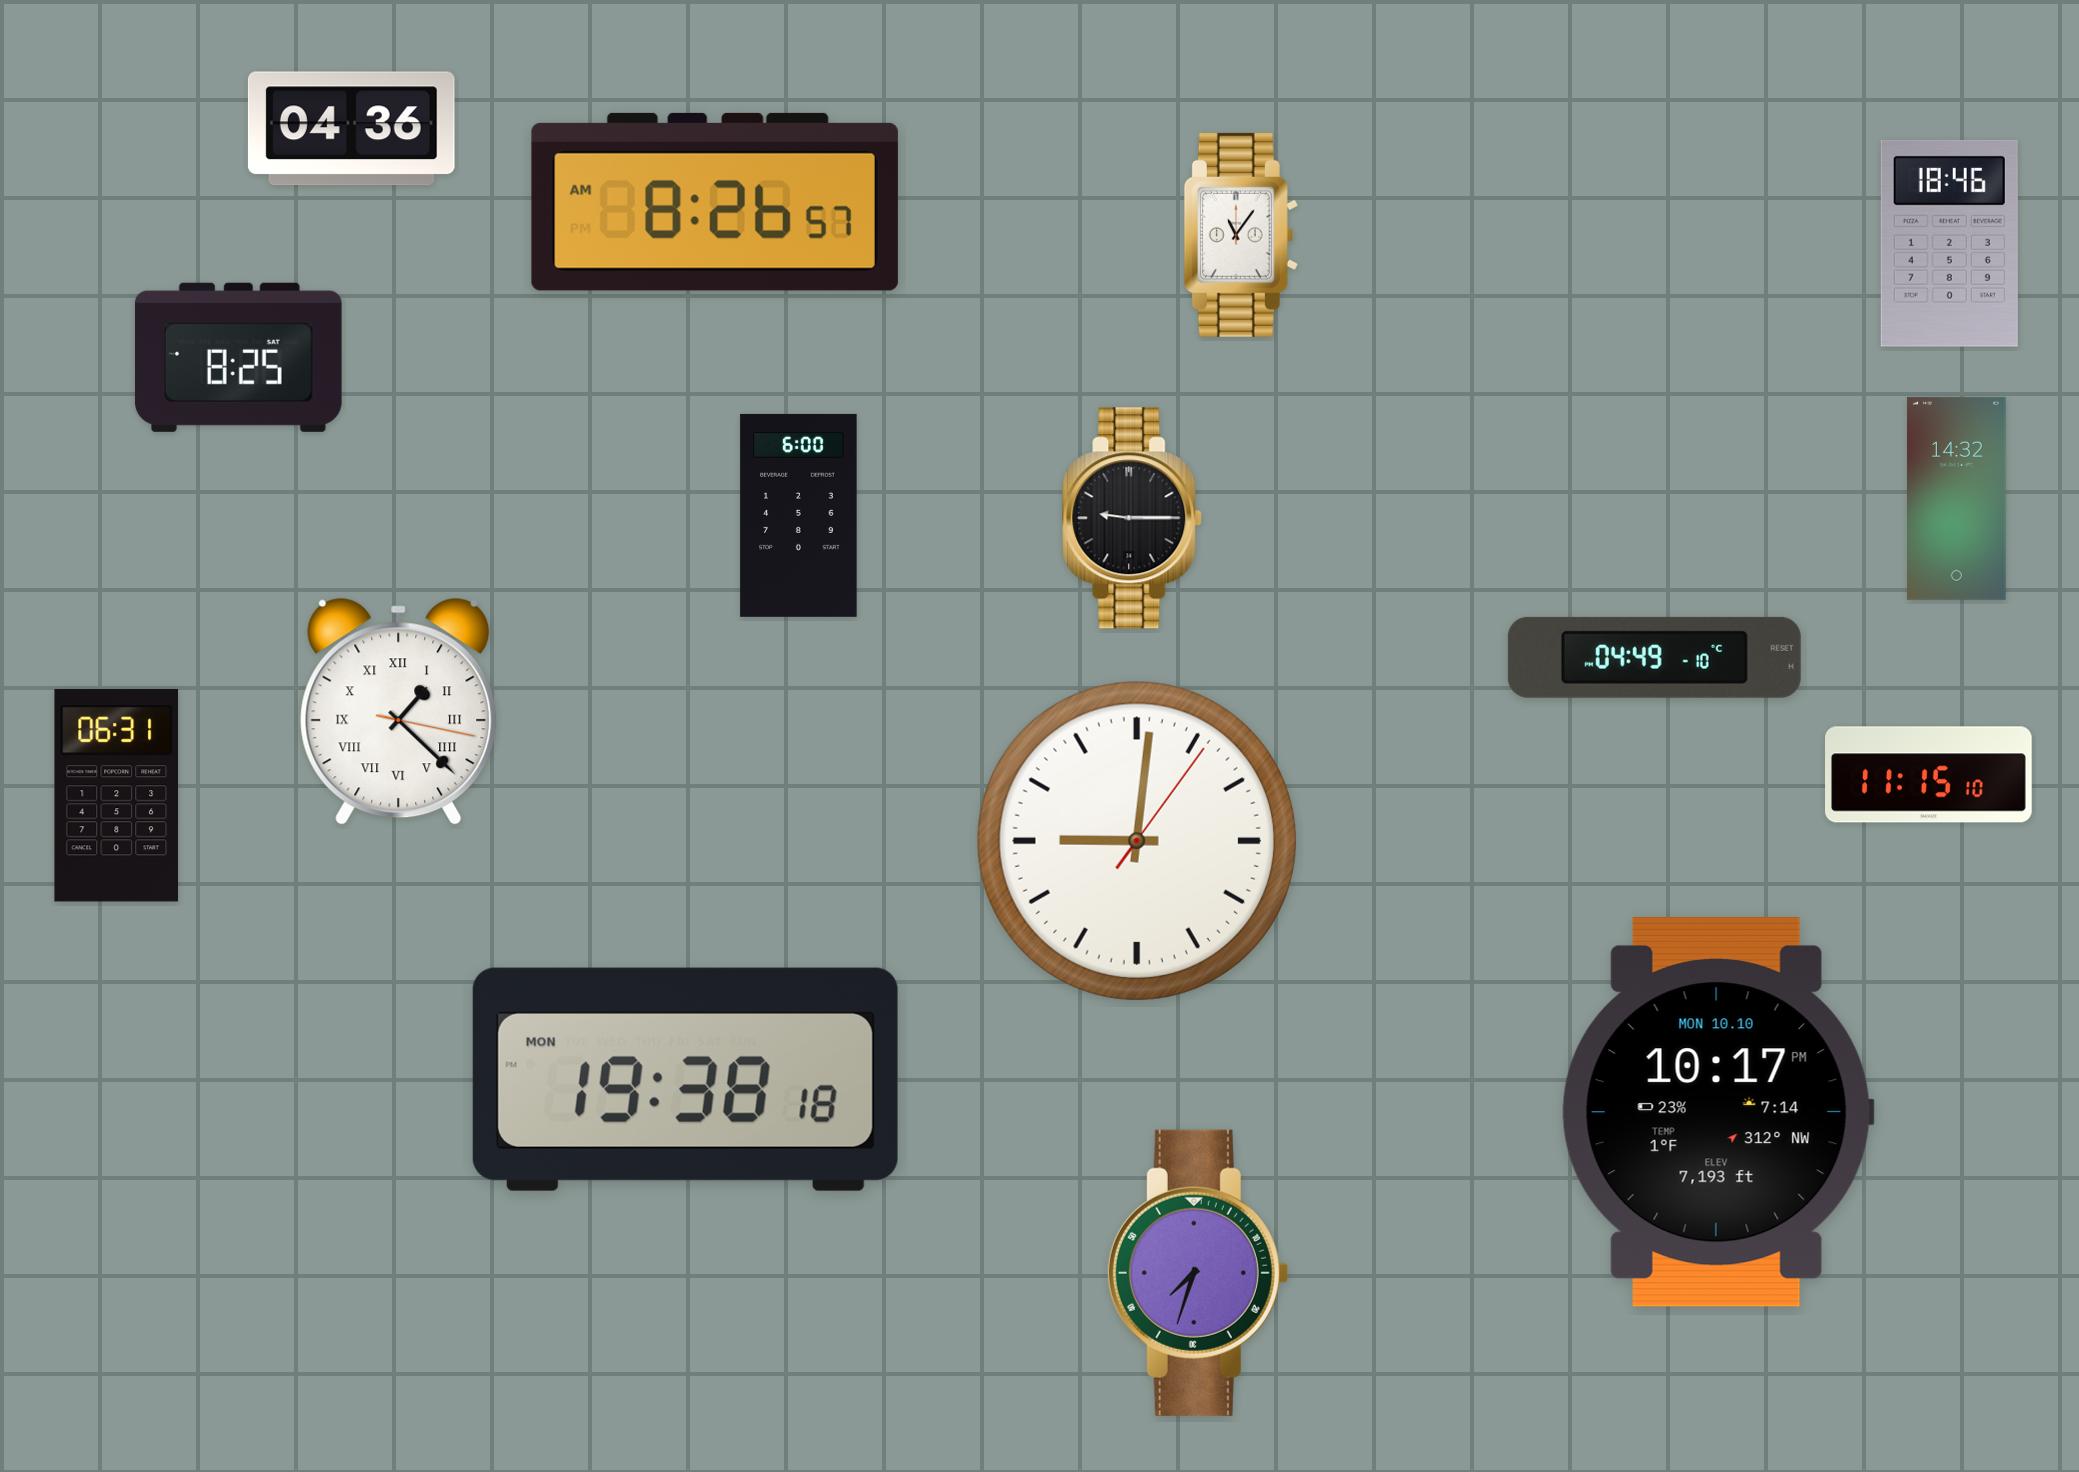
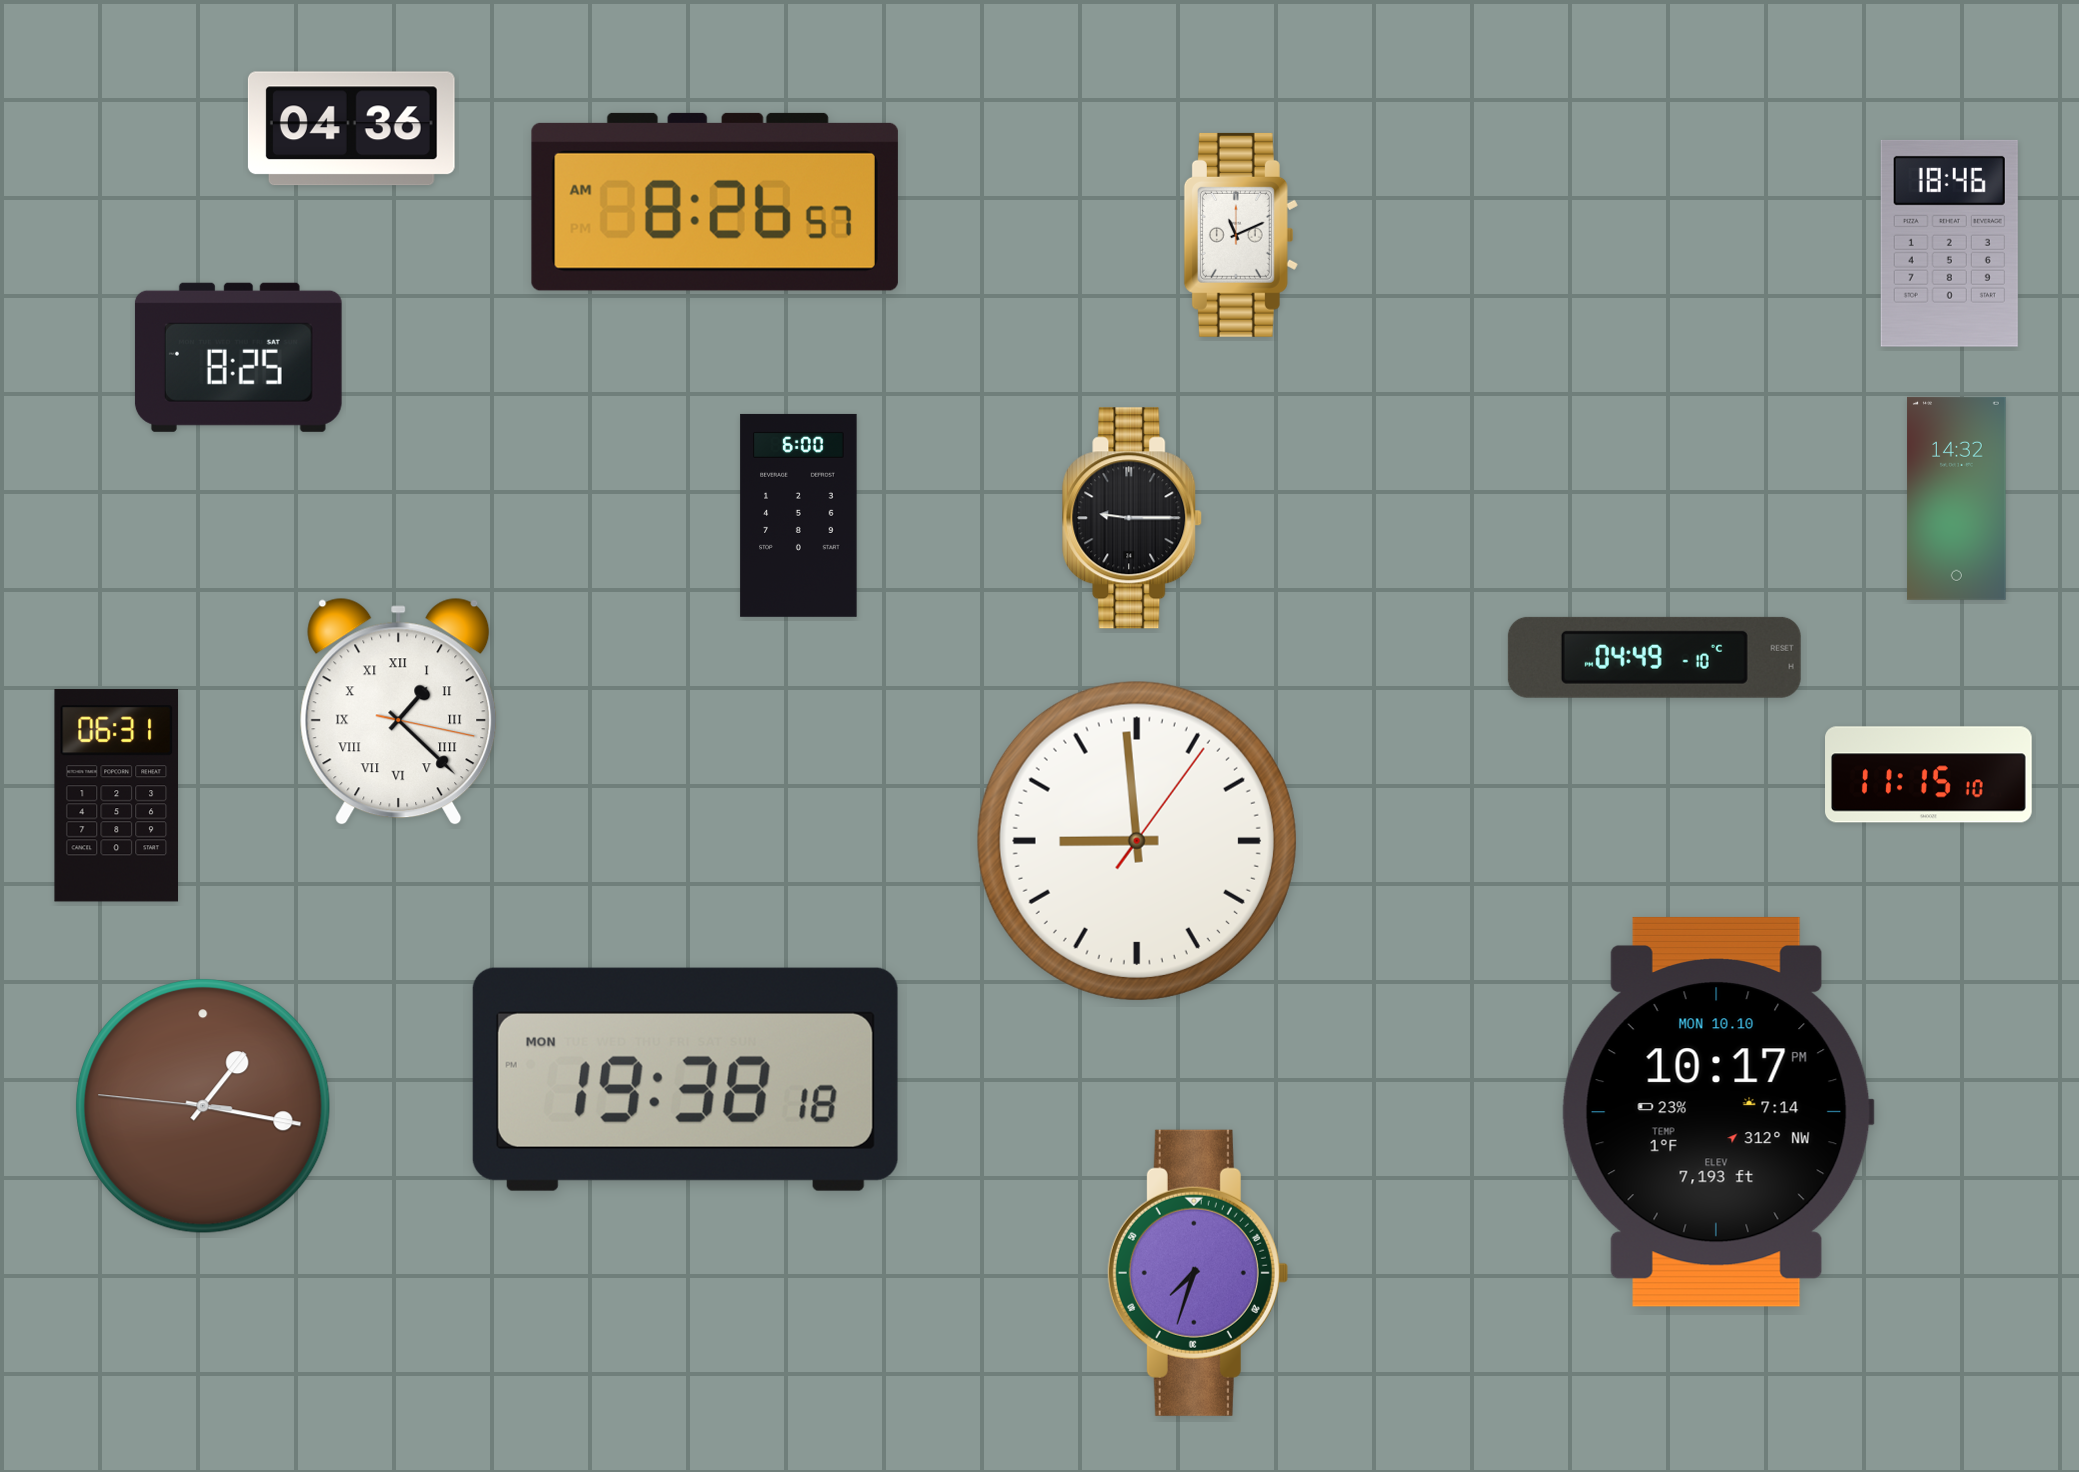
clock at (1241, 235): 11:06 -> 11:11
clock at (1137, 841): 9:01 -> 8:59
clock at (203, 1106): none -> 1:16
